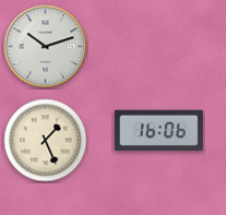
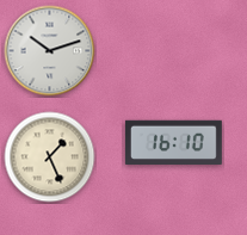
clock at (158, 130): 16:06 -> 16:10
clock at (46, 141) position: (46, 141) -> (50, 157)
